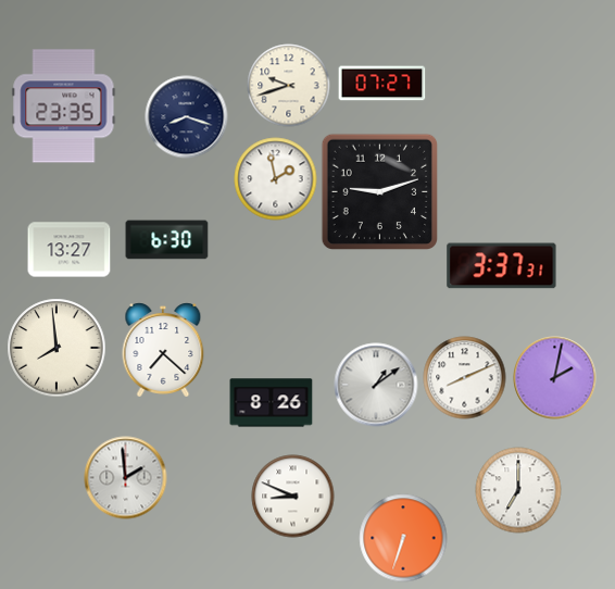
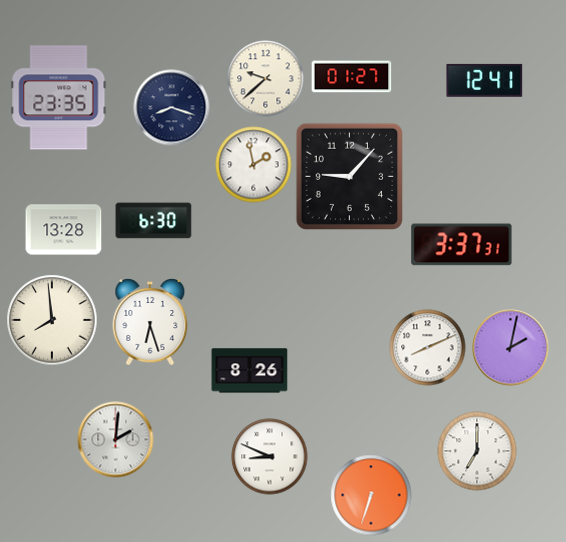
clock at (382, 84): 07:27 -> 01:27
clock at (289, 86): 9:42 -> 9:38
clock at (485, 80): none -> 12:41
clock at (379, 191): 9:12 -> 9:07
clock at (70, 250): 13:27 -> 13:28
clock at (163, 350): 7:22 -> 6:27
clock at (376, 385): 1:09 -> none
clock at (126, 478): 1:59 -> 2:01
